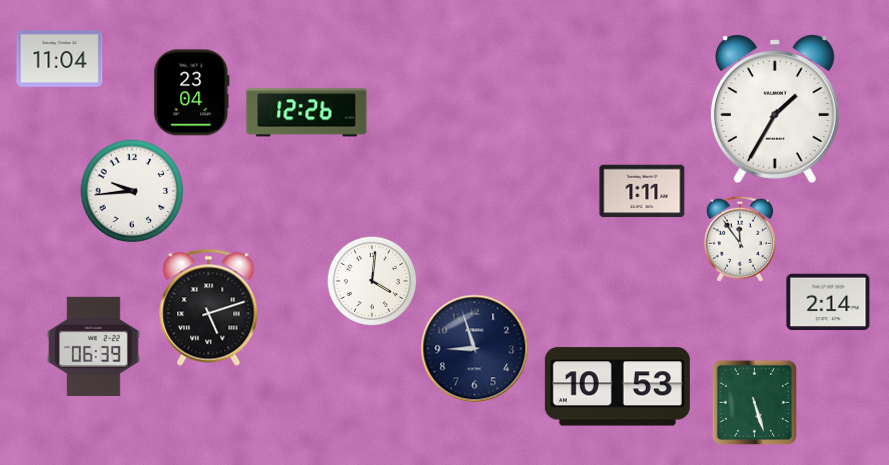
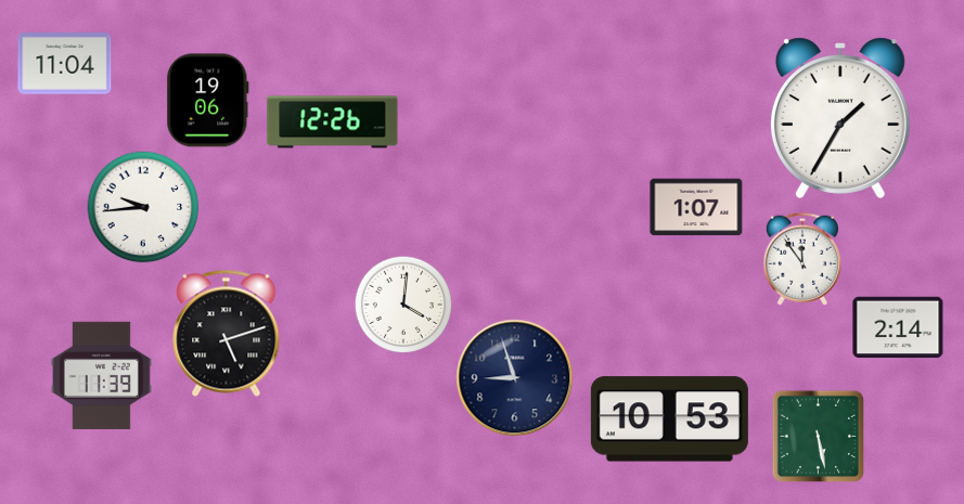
clock at (192, 93): 23:04 -> 19:06
clock at (642, 191): 1:11 -> 1:07
clock at (93, 346): 06:39 -> 11:39
clock at (754, 402): 5:27 -> 5:28
